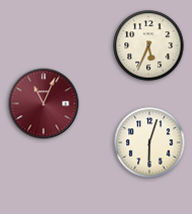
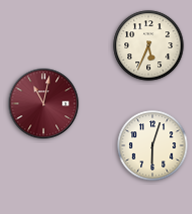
clock at (44, 104): 11:04 -> 11:02
clock at (150, 143) position: (150, 143) -> (153, 146)
